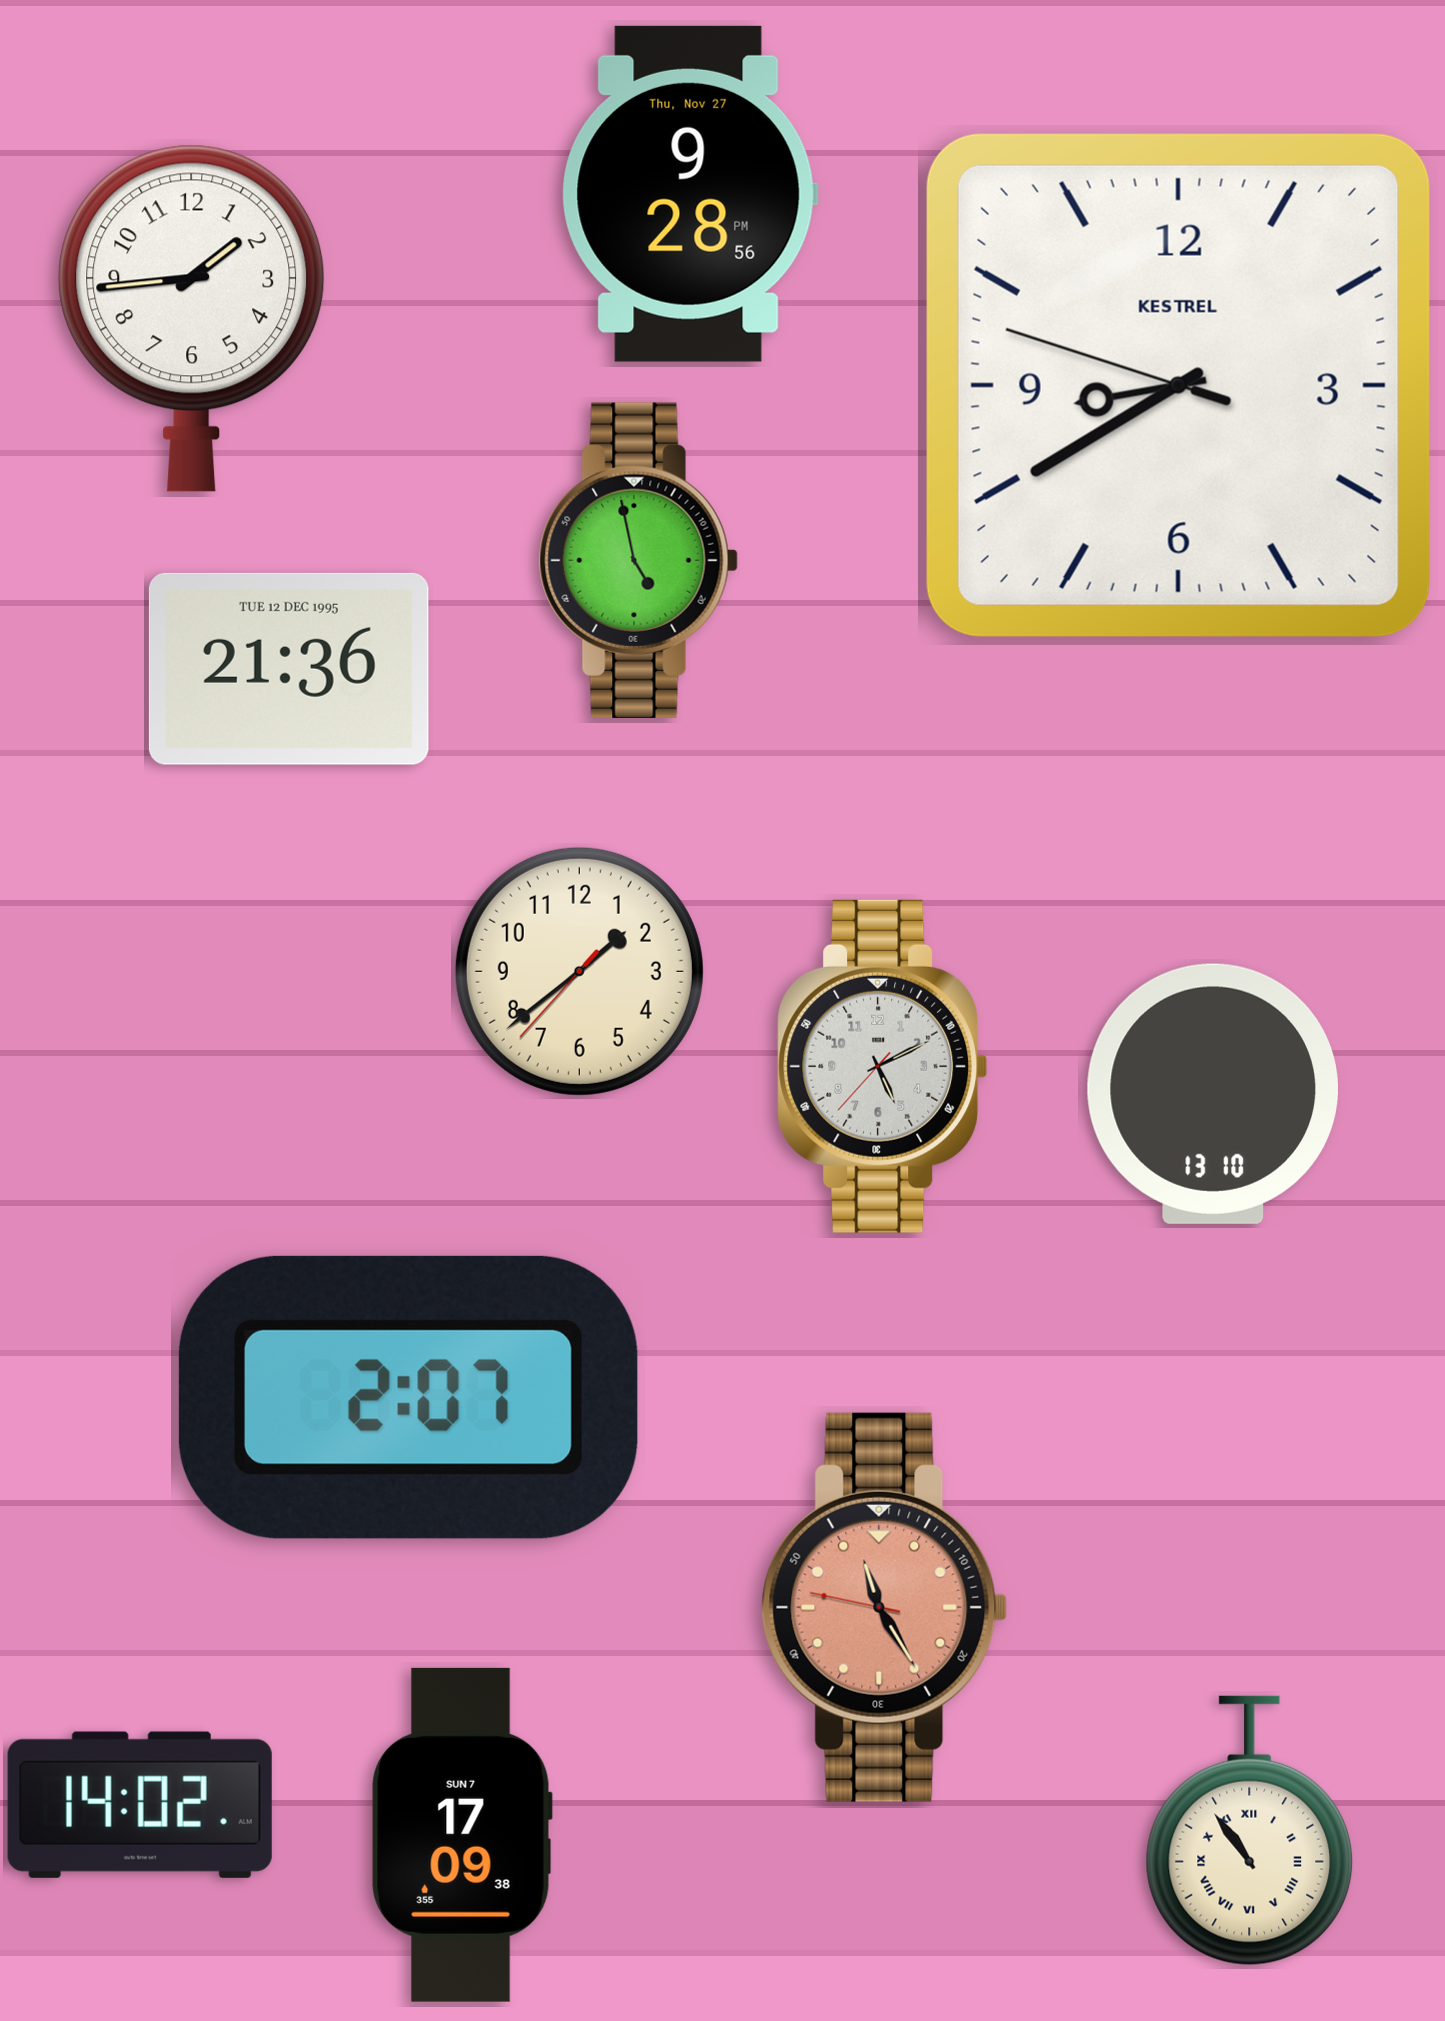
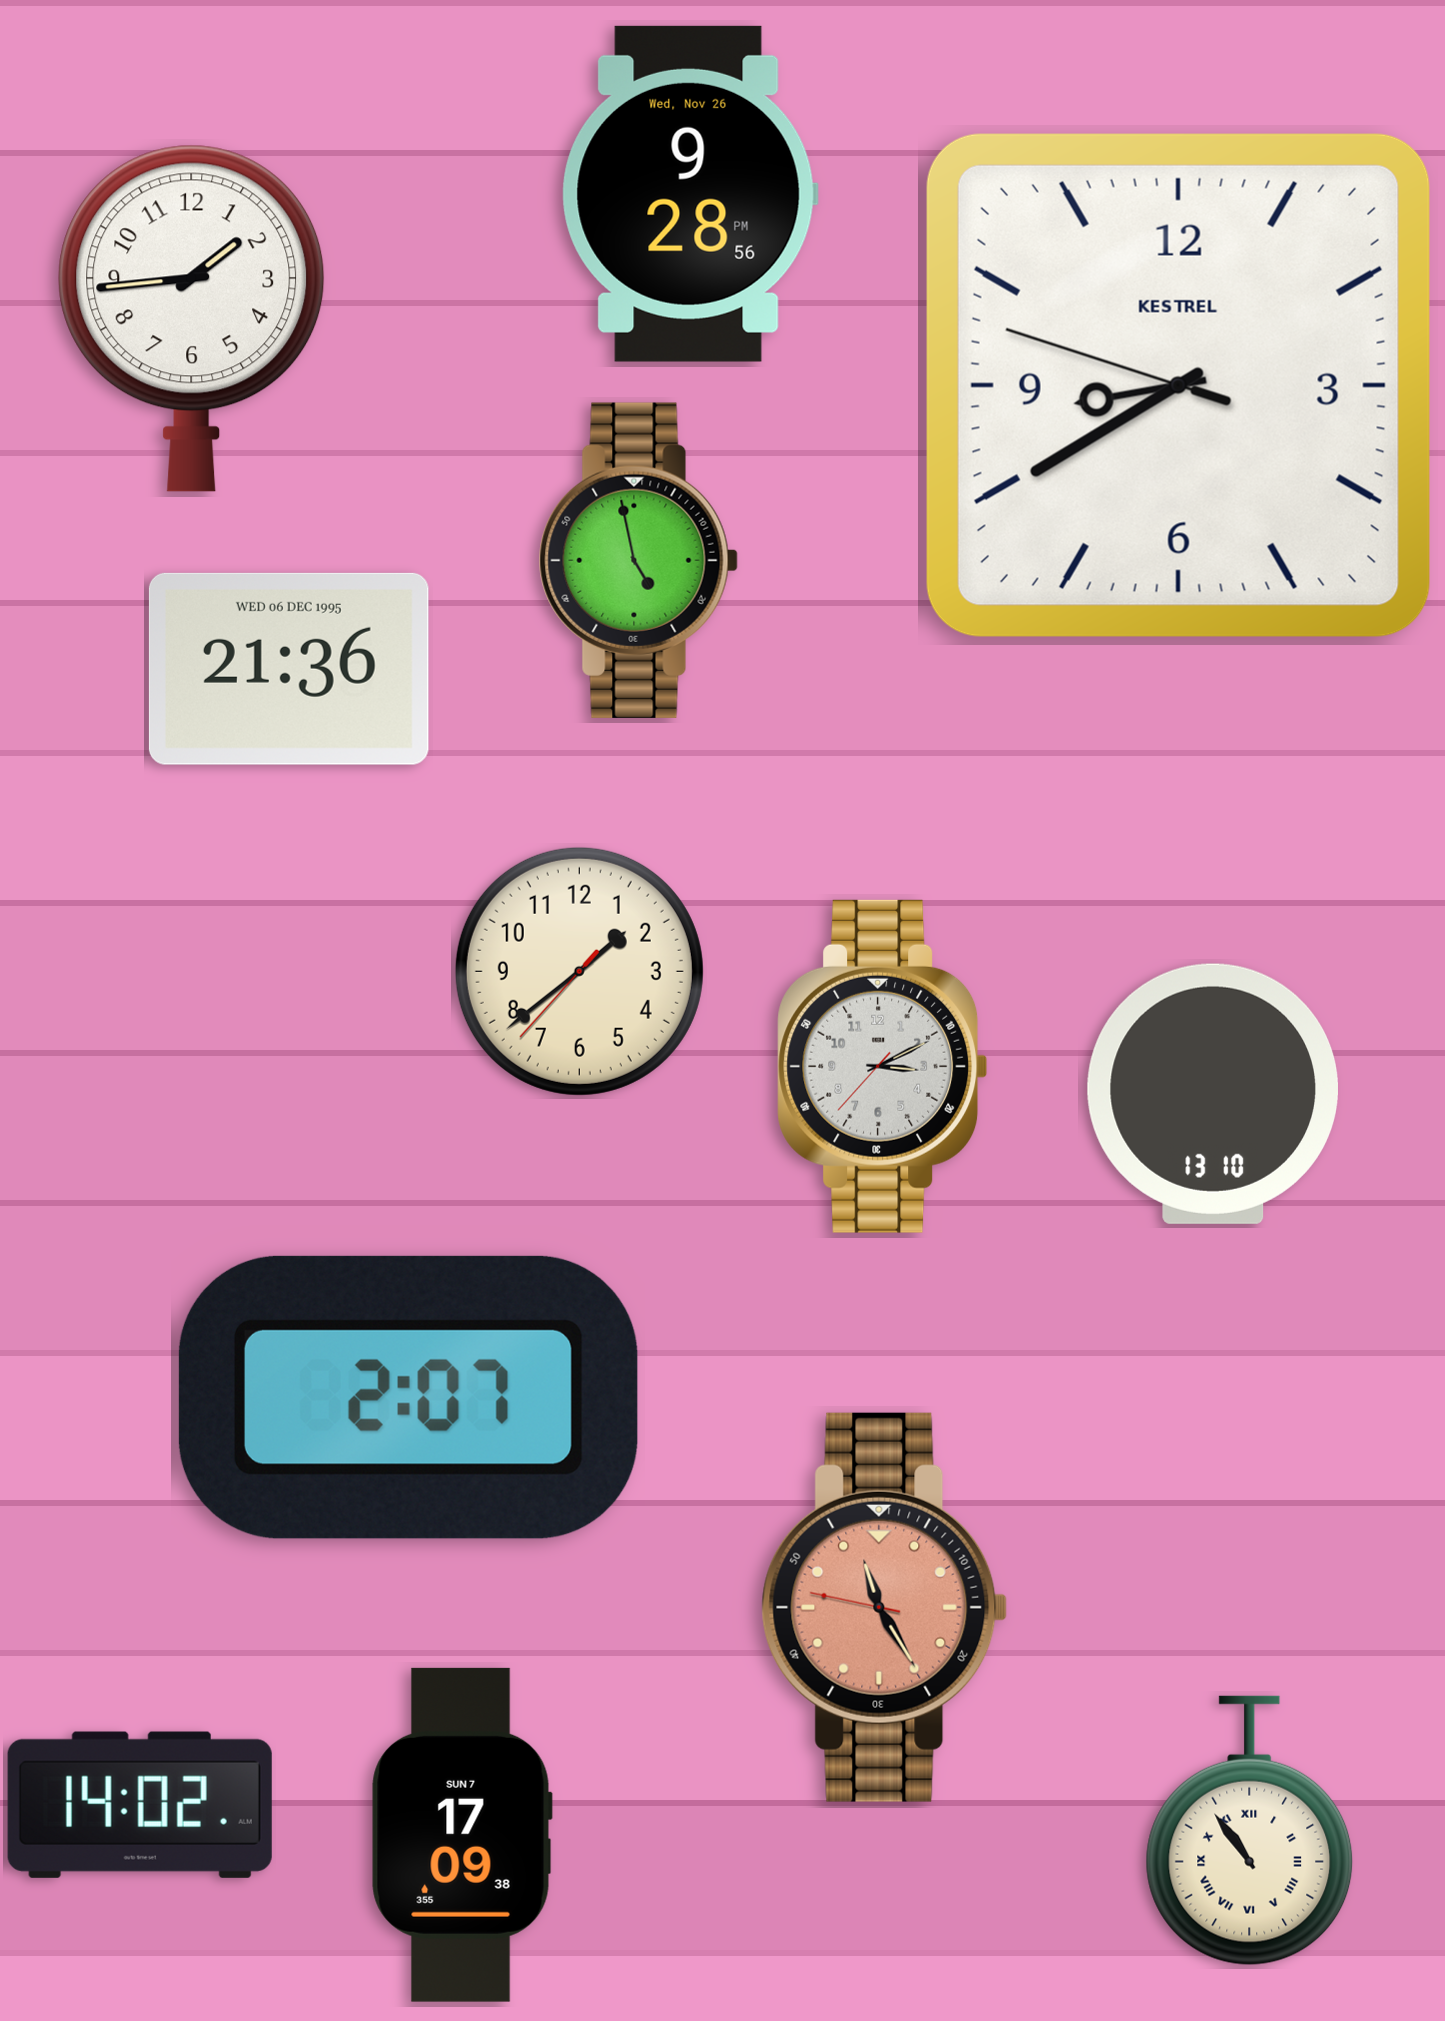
clock at (690, 194) date: Thu, Nov 27 -> Wed, Nov 26
clock at (289, 669) date: TUE 12 DEC 1995 -> WED 06 DEC 1995
clock at (883, 1066): 5:10 -> 3:10
